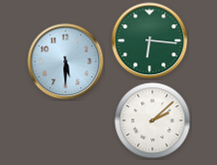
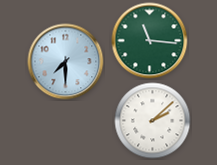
clock at (150, 41): 6:16 -> 11:16
clock at (66, 62): 5:30 -> 7:30
